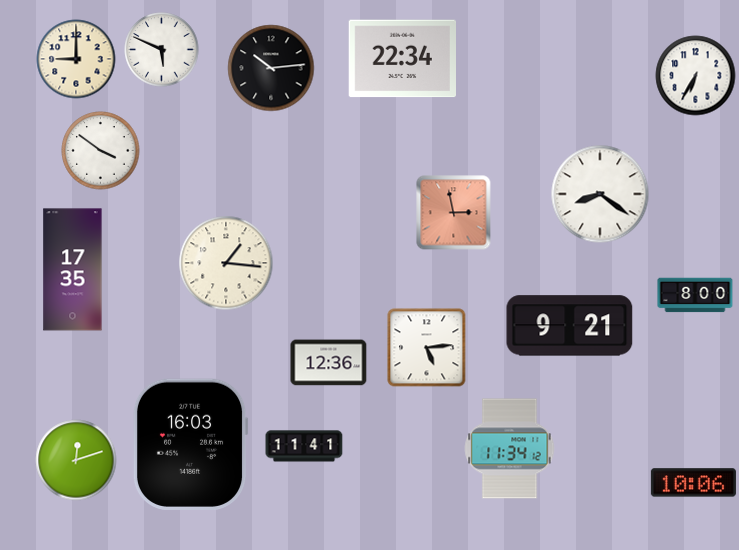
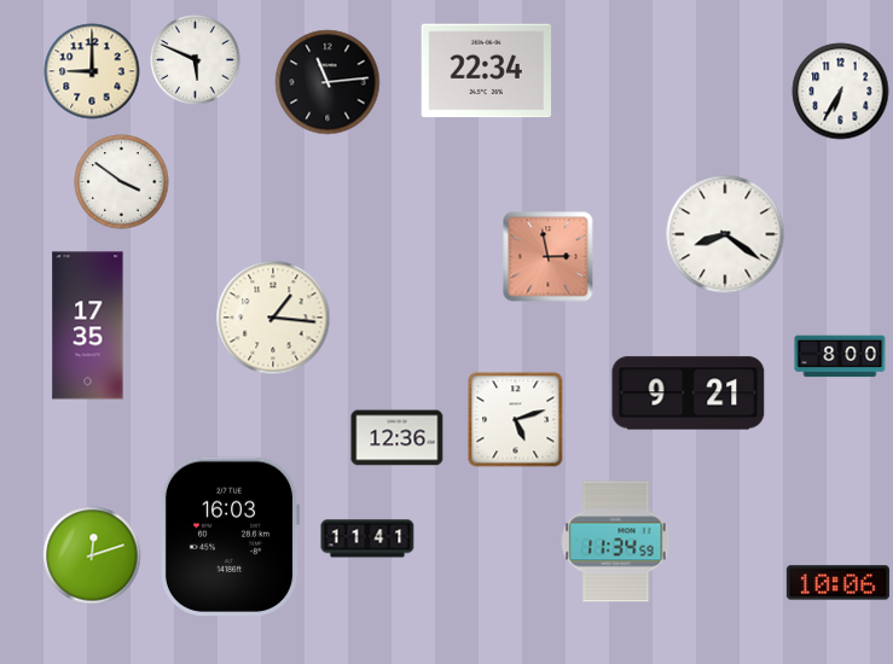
clock at (271, 68): 10:14 -> 11:14
clock at (427, 348): 5:14 -> 5:12
clock at (510, 449): 11:34:12 -> 11:34:59
